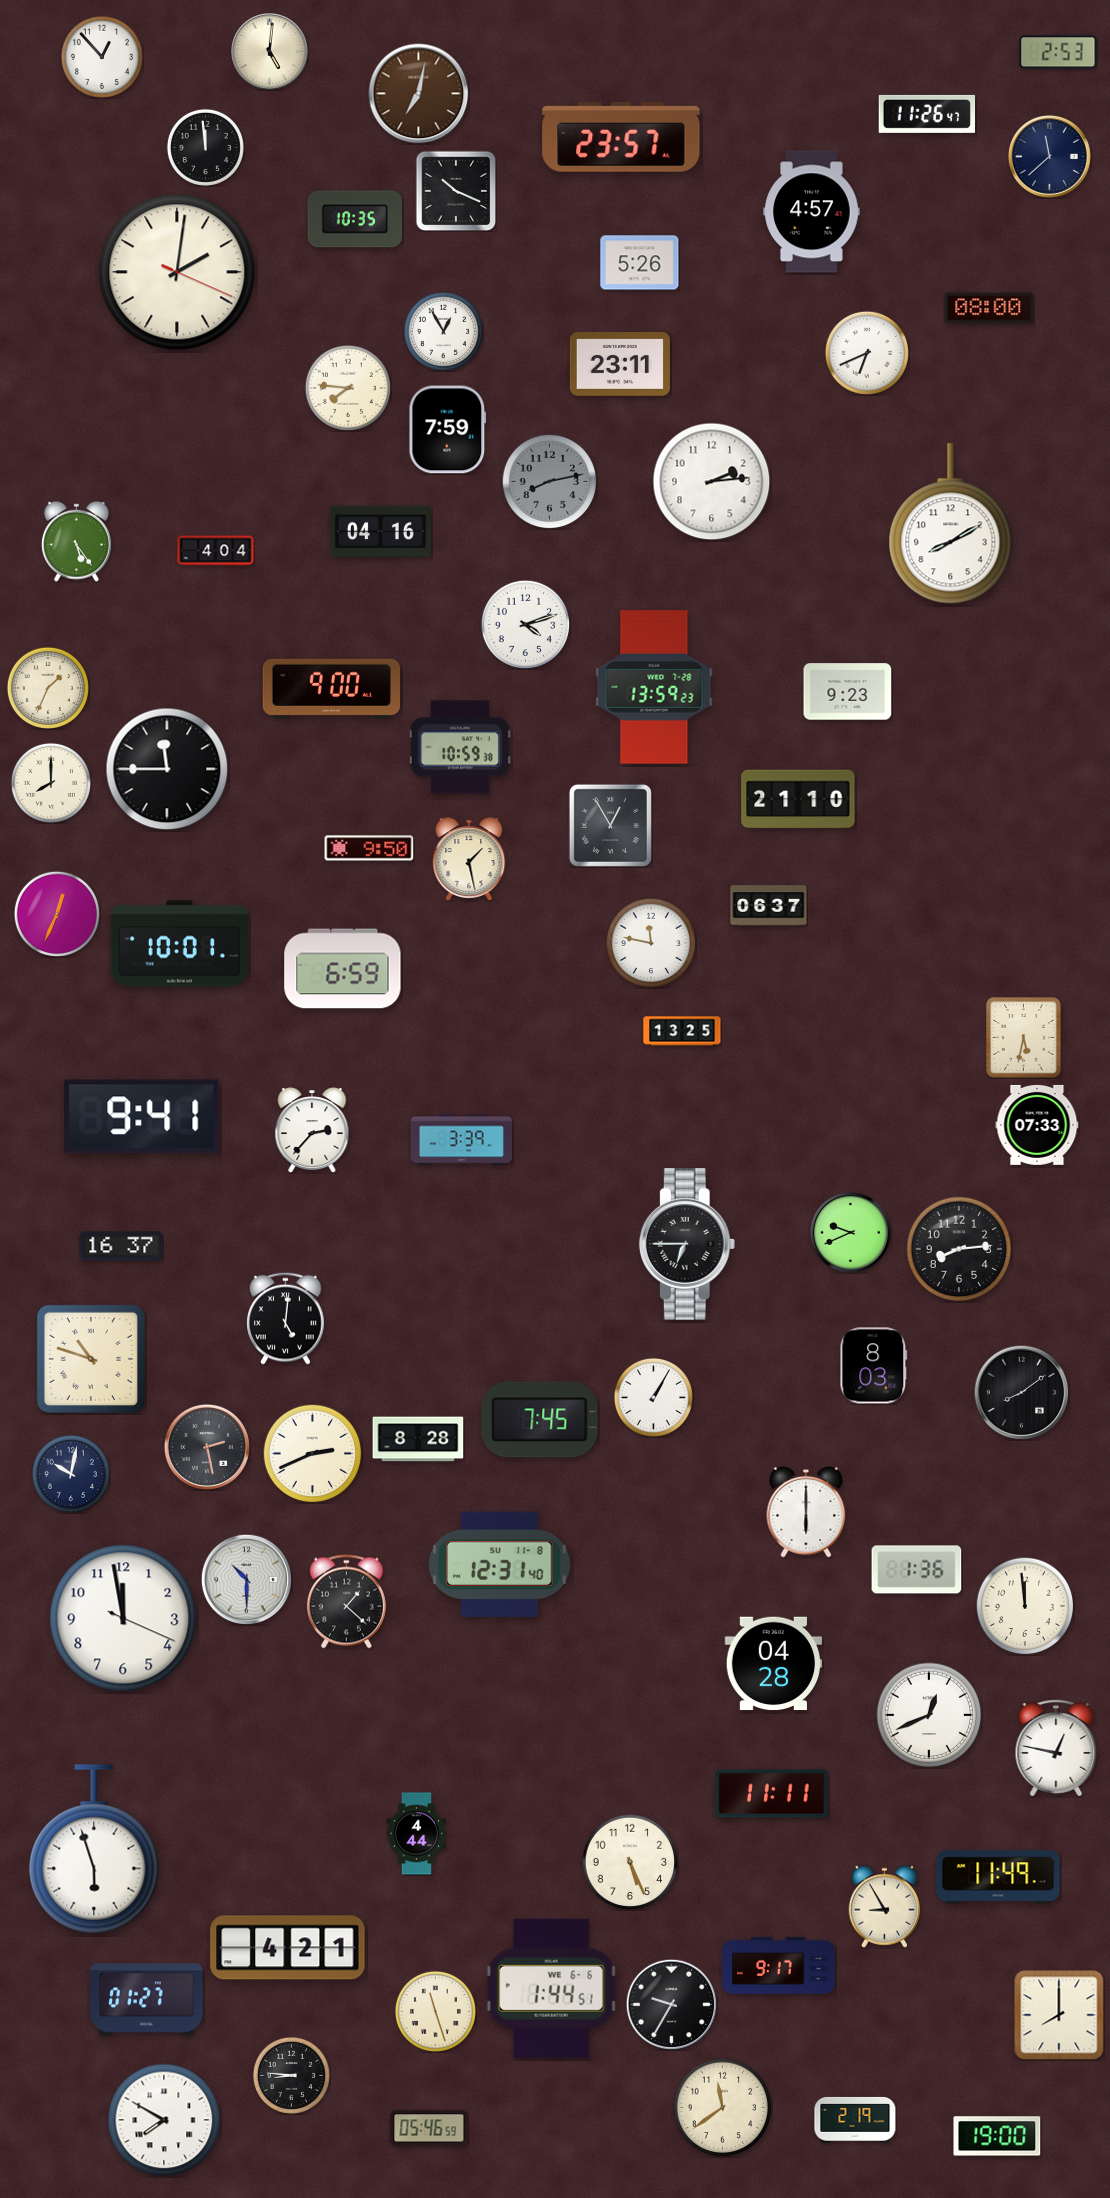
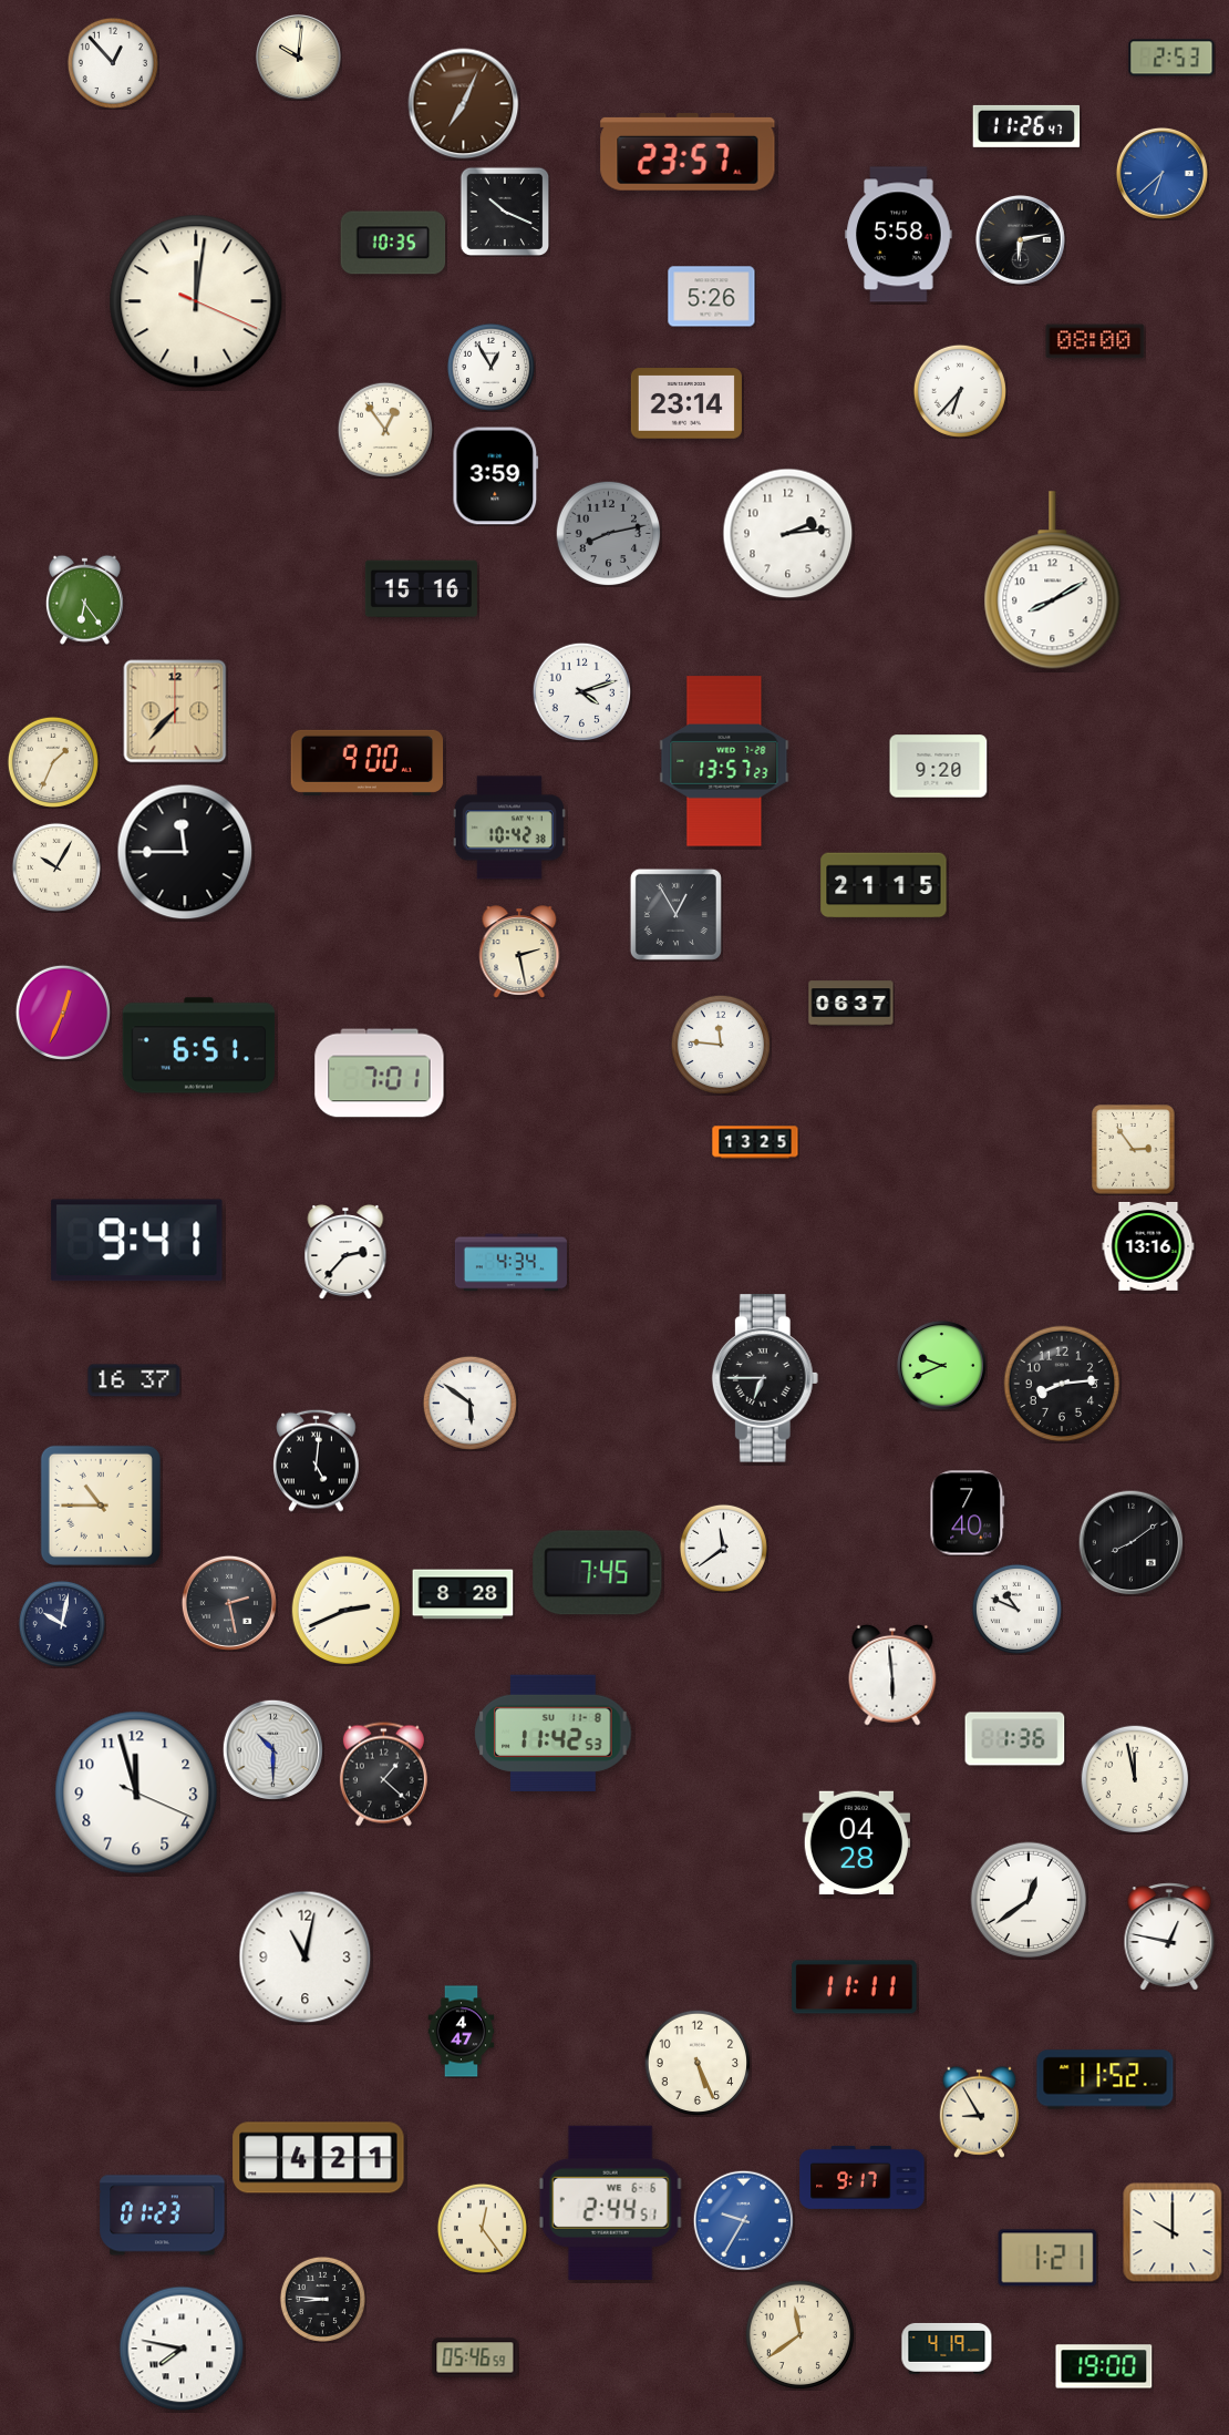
clock at (270, 52): 5:01 -> 10:01
clock at (419, 94): 7:02 -> 7:04
clock at (205, 147): 11:59 -> none
clock at (1049, 156): 11:38 -> 6:38
clock at (1049, 156) dial: navy -> blue
clock at (812, 212): 4:57 -> 5:58
clock at (1020, 239): none -> 6:13
clock at (640, 263) position: (640, 263) -> (712, 297)
clock at (177, 272): 2:01 -> 12:01
clock at (867, 353): 6:41 -> 6:37
clock at (620, 364): 23:11 -> 23:14
clock at (348, 388): 7:46 -> 12:54
clock at (448, 430): 7:59 -> 3:59
clock at (380, 532): 04:16 -> 15:16
clock at (76, 541): 5:24 -> 6:24
clock at (216, 551): 4:04 -> none
clock at (175, 711): none -> 7:37
clock at (654, 687): 13:59 -> 13:57
clock at (848, 692): 9:23 -> 9:20
clock at (460, 747): 10:59 -> 10:42
clock at (51, 783): 8:00 -> 10:05
clock at (798, 799): 21:10 -> 21:15
clock at (369, 848): 9:50 -> none
clock at (469, 859): 1:28 -> 2:28
clock at (650, 942): 11:47 -> 11:46
clock at (180, 944): 10:01 -> 6:51
clock at (343, 969): 6:59 -> 7:01
clock at (1024, 1038): 5:32 -> 2:54
clock at (142, 1117) position: (142, 1117) -> (137, 1241)
clock at (1037, 1125): 07:33 -> 13:16
clock at (461, 1140): 3:39 -> 4:34
clock at (687, 1244) position: (687, 1244) -> (765, 1378)
clock at (469, 1403): none -> 5:51
clock at (91, 1359): 10:48 -> 10:45
clock at (874, 1366): 8:03 -> 7:40
clock at (653, 1397): 1:05 -> 11:39
clock at (1016, 1609): none -> 10:49
clock at (71, 1474) position: (71, 1474) -> (62, 1624)
clock at (806, 1512): 6:00 -> 5:59
clock at (500, 1564): 12:31 -> 11:42
clock at (1025, 1606): 11:59 -> 11:58
clock at (123, 1618): 11:58 -> 11:57
clock at (929, 1715): 12:41 -> 12:39
clock at (306, 1958): none -> 11:02
clock at (417, 1834): 4:44 -> 4:47
clock at (94, 1849): 5:57 -> none
clock at (998, 1877): 11:49 -> 11:52
clock at (551, 1988): 1:44 -> 2:44
clock at (147, 2000): 01:27 -> 01:23
clock at (671, 2004) dial: black -> blue
clock at (435, 2011): 11:27 -> 12:24
clock at (1059, 2015): 8:00 -> 10:00
clock at (1047, 2258): none -> 1:21
clock at (164, 2120): 7:50 -> 7:47
clock at (855, 2120): 2:19 -> 4:19
